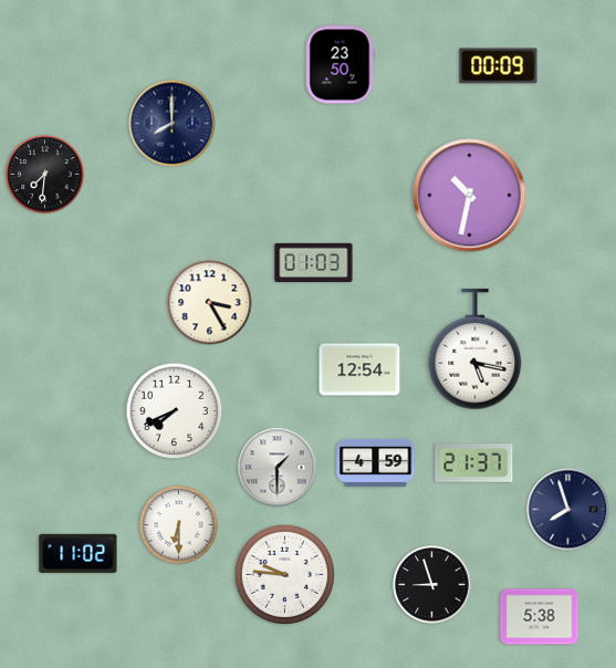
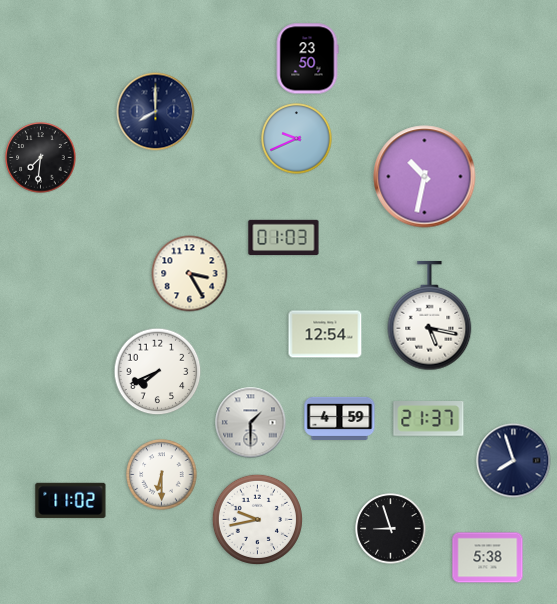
clock at (499, 66): 00:09 -> none
clock at (297, 139): none -> 9:41
clock at (284, 574): 9:46 -> 9:43
